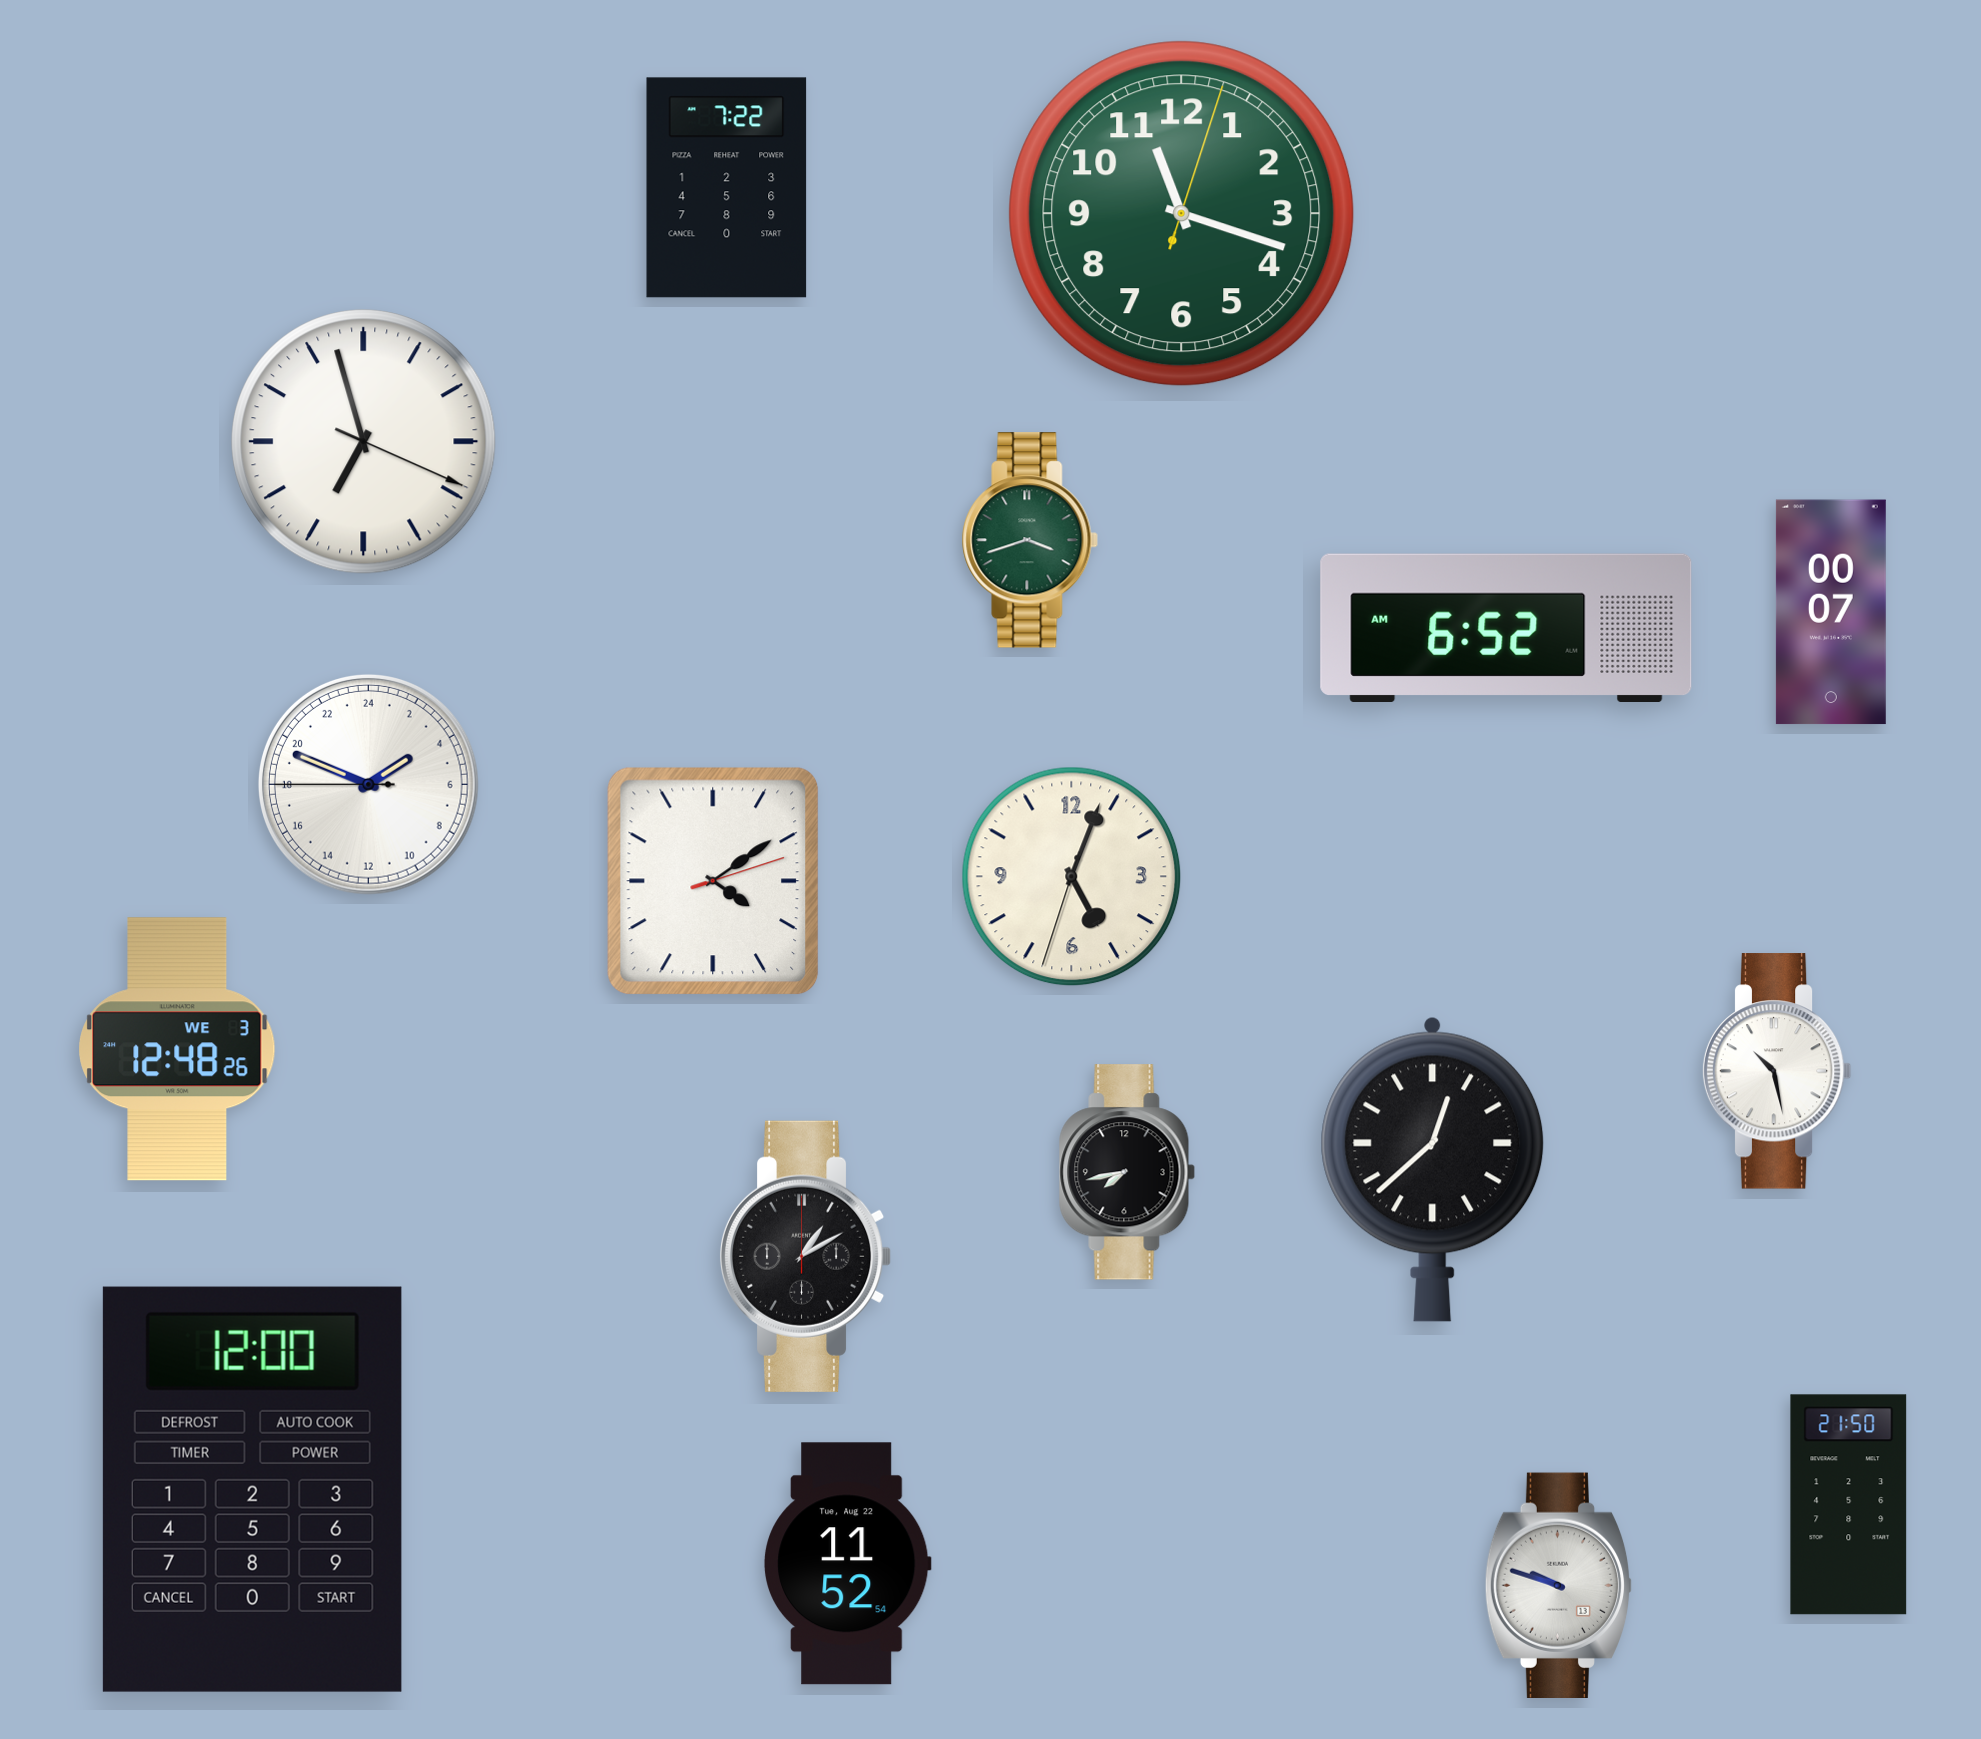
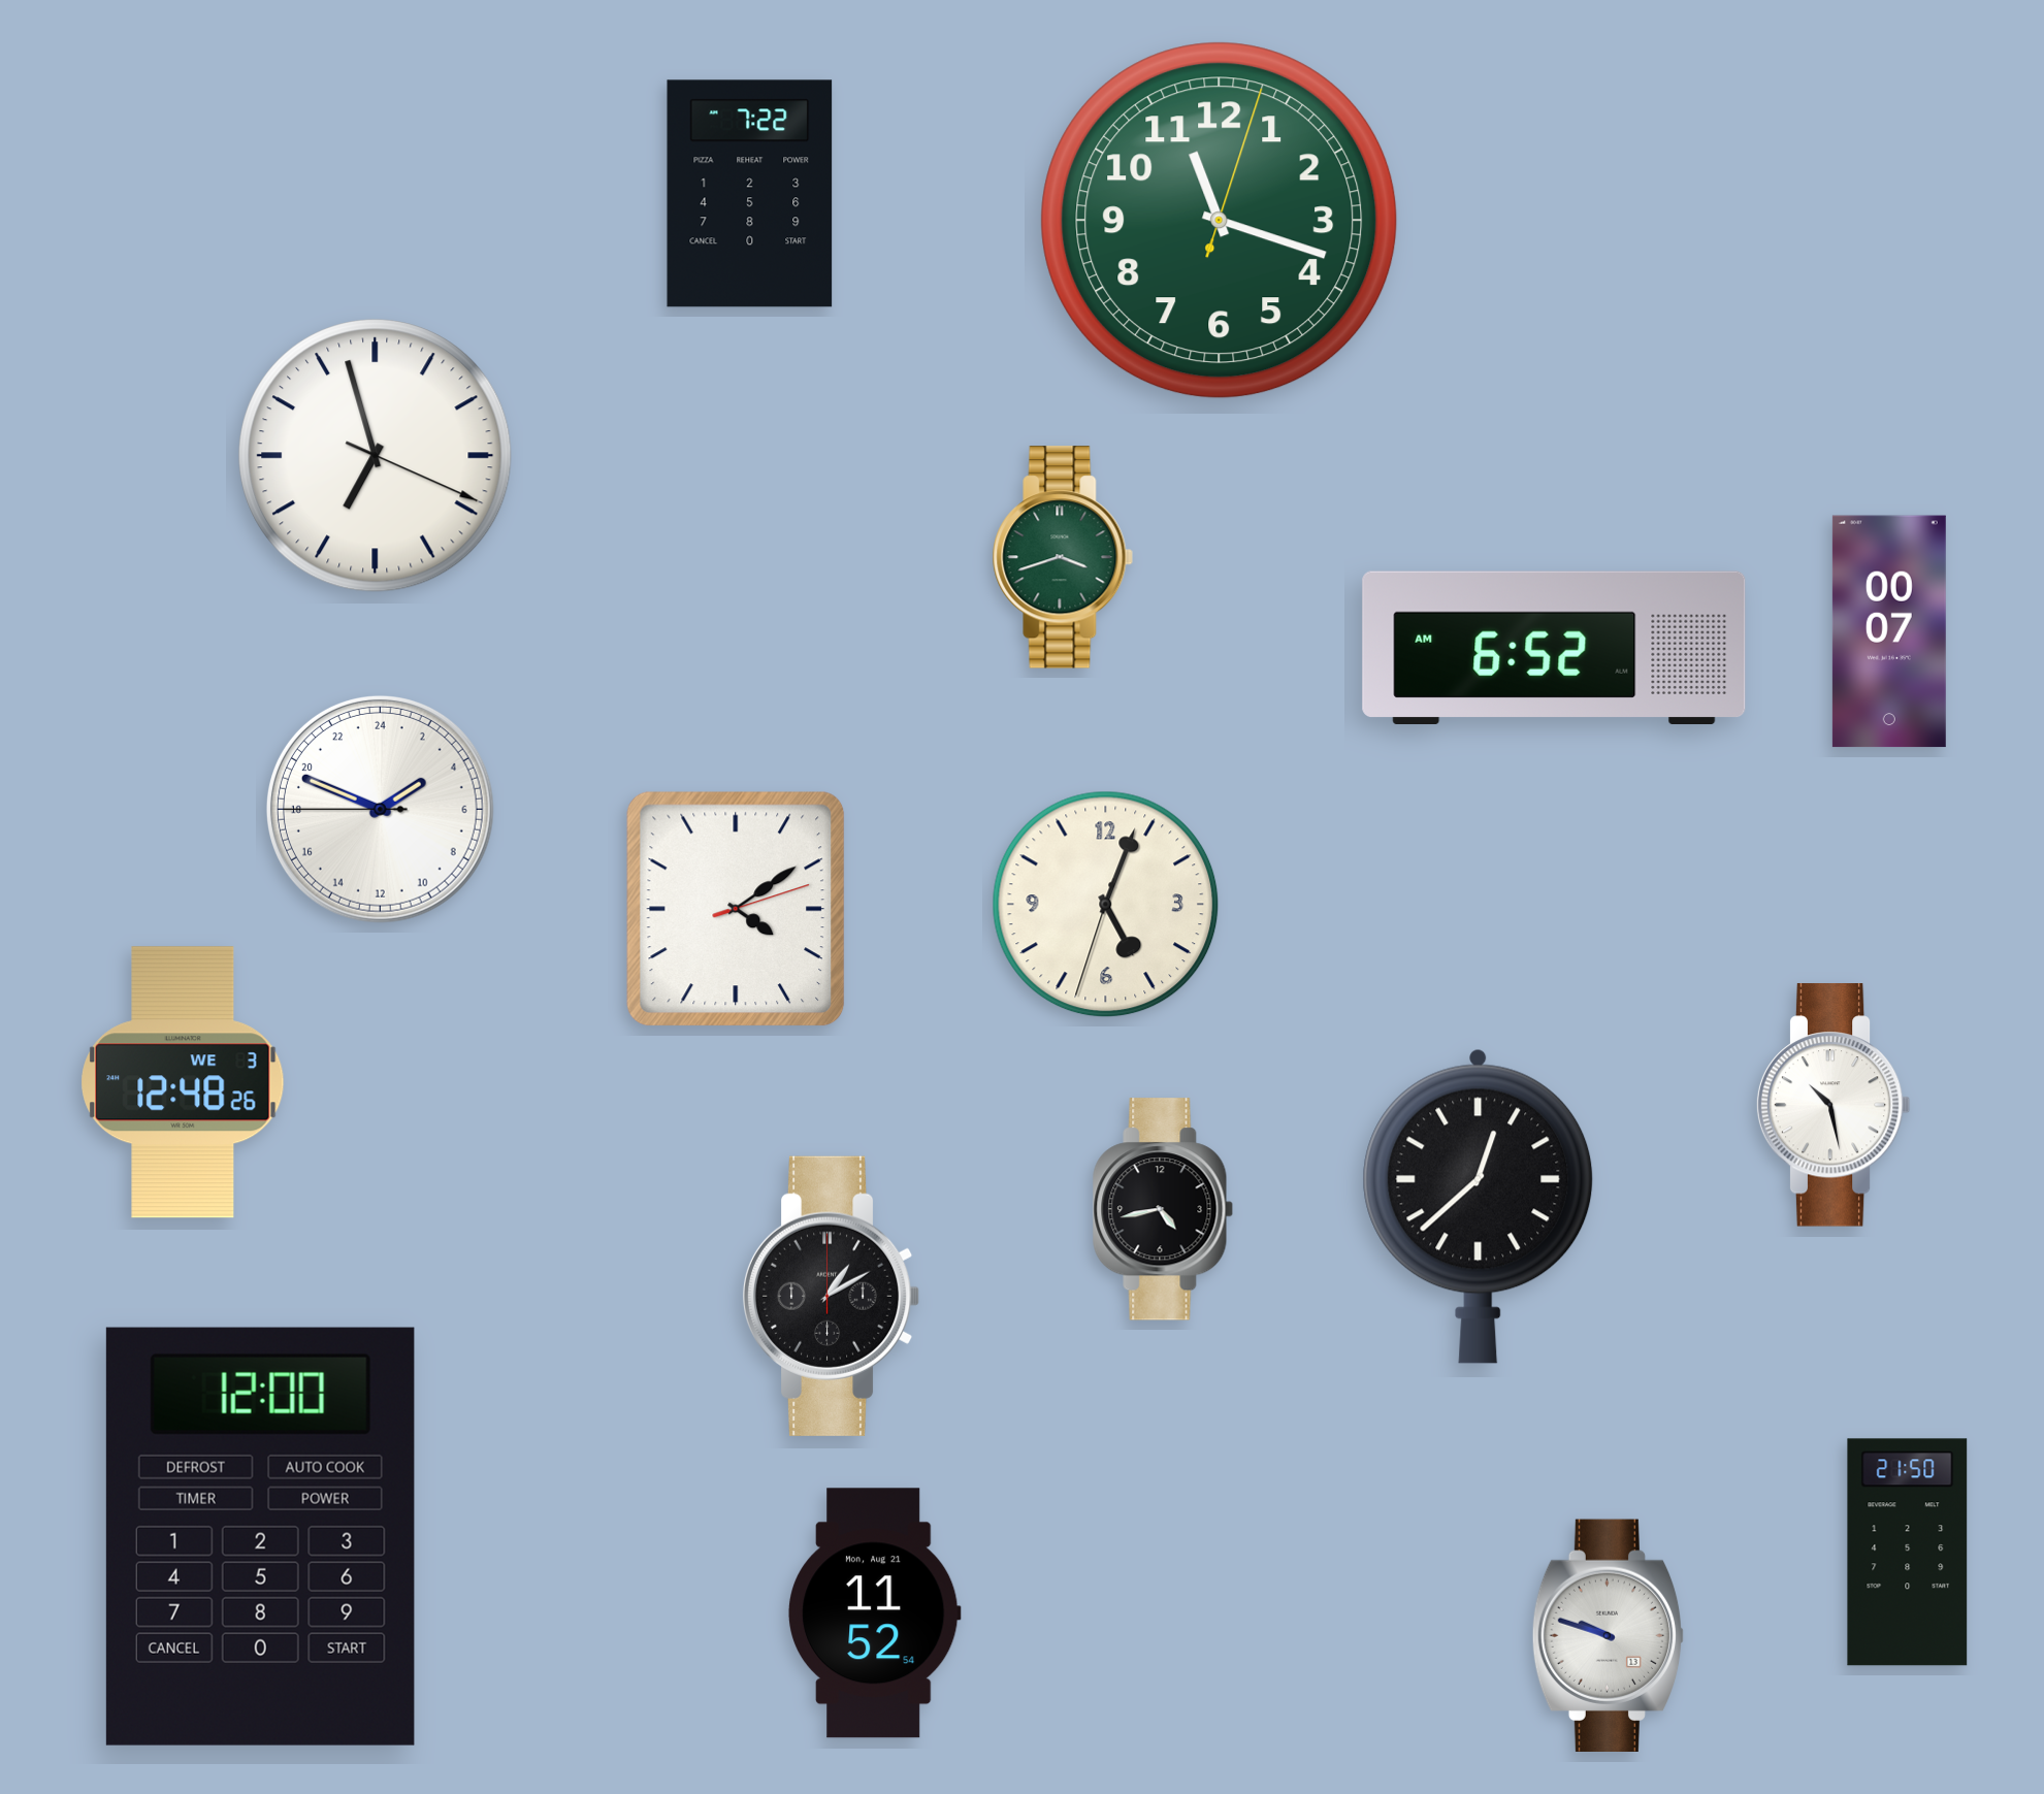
clock at (1127, 1172): 7:43 -> 4:43
clock at (847, 1564) date: Tue, Aug 22 -> Mon, Aug 21
